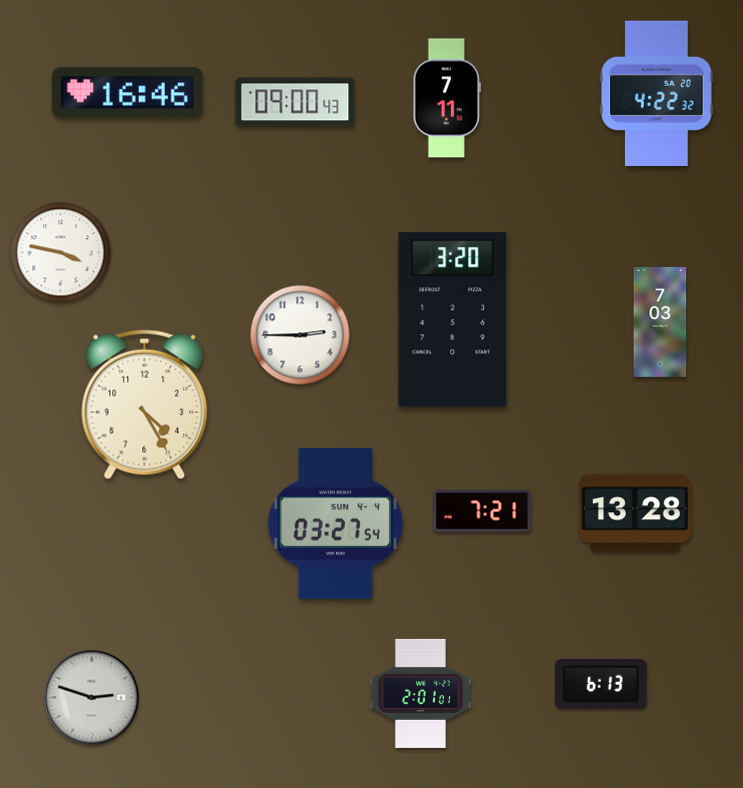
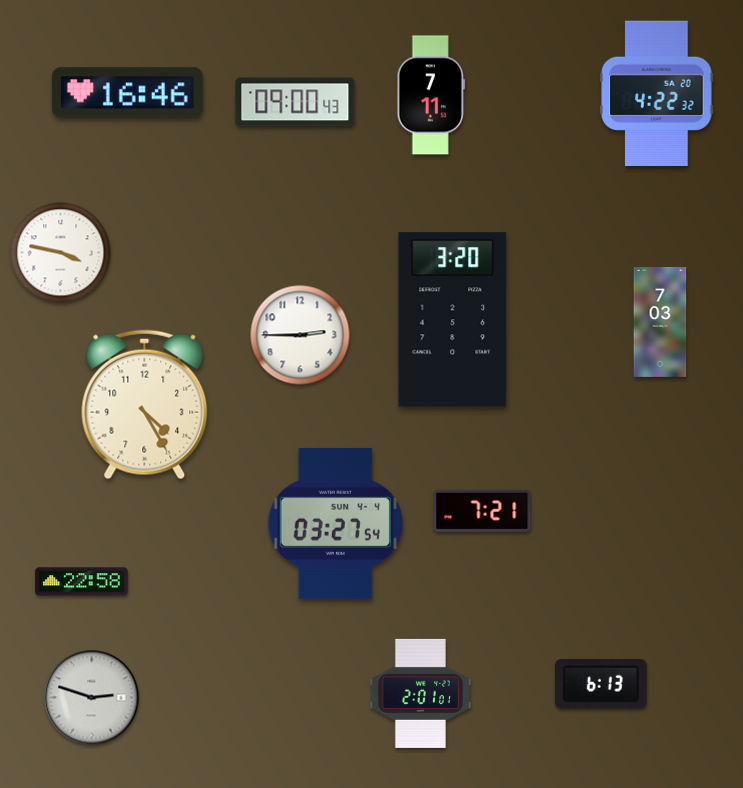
clock at (447, 98) position: (447, 98) -> (431, 95)
clock at (635, 513): 13:28 -> none
clock at (82, 582): none -> 22:58
